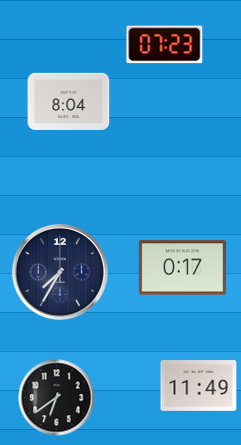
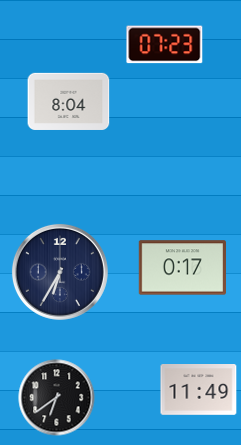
clock at (60, 272): 7:35 -> 6:35
clock at (199, 386) position: (199, 386) -> (199, 390)
